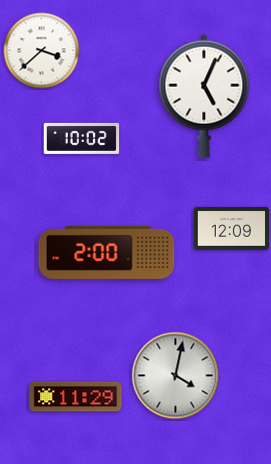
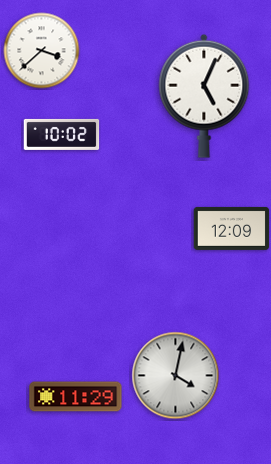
clock at (82, 138) position: (82, 138) -> (62, 134)
clock at (107, 252): 2:00 -> none
